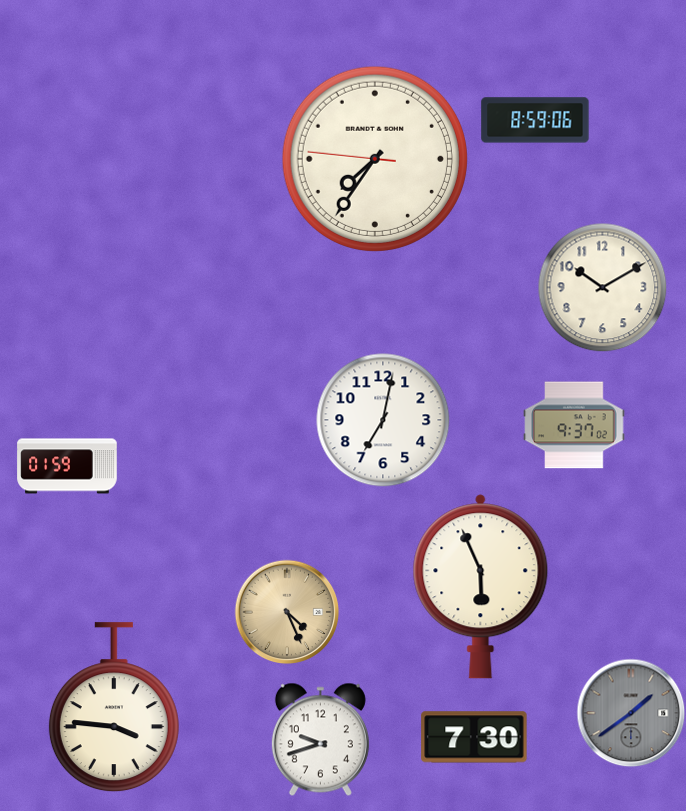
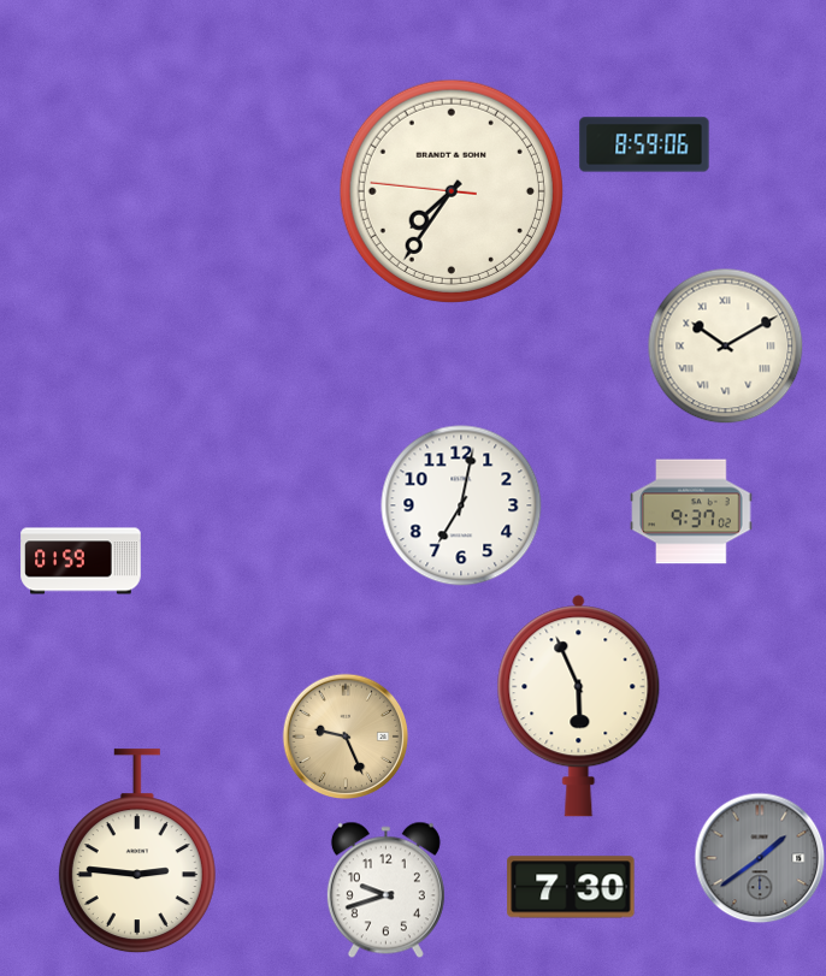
clock at (602, 287) numerals: Arabic -> Roman
clock at (287, 612): 4:26 -> 9:26
clock at (114, 708): 3:46 -> 2:46
